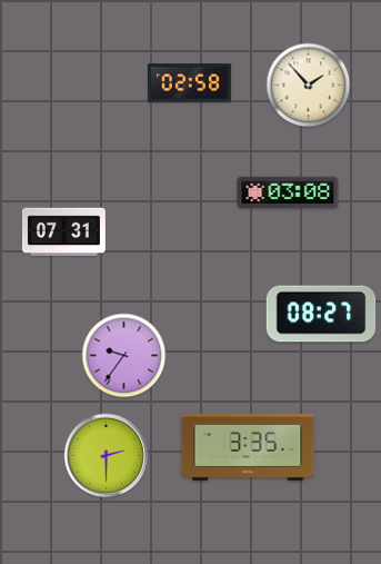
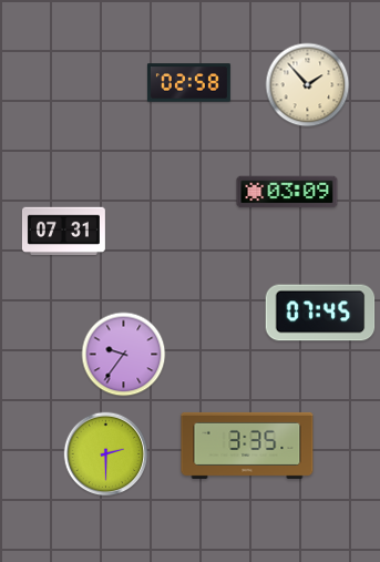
clock at (288, 192): 03:08 -> 03:09
clock at (321, 314): 08:27 -> 07:45
